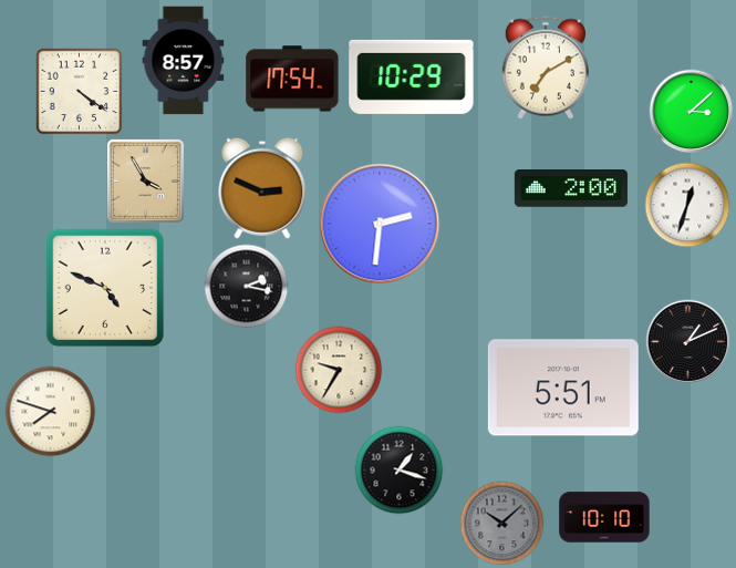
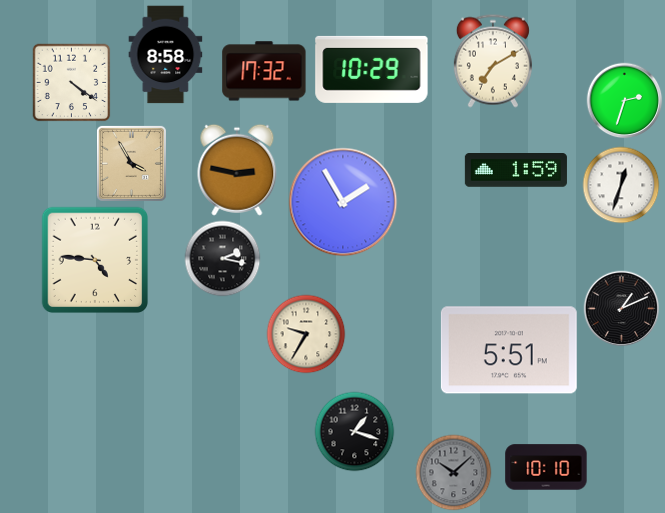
clock at (184, 61): 8:57 -> 8:58
clock at (292, 79): 17:54 -> 17:32
clock at (692, 112): 3:08 -> 2:33
clock at (262, 188): 2:49 -> 2:47
clock at (571, 188): 2:00 -> 1:59
clock at (380, 224): 2:31 -> 1:55
clock at (105, 288): 4:49 -> 4:46
clock at (51, 412): 7:48 -> none
clock at (400, 471) position: (400, 471) -> (355, 432)
